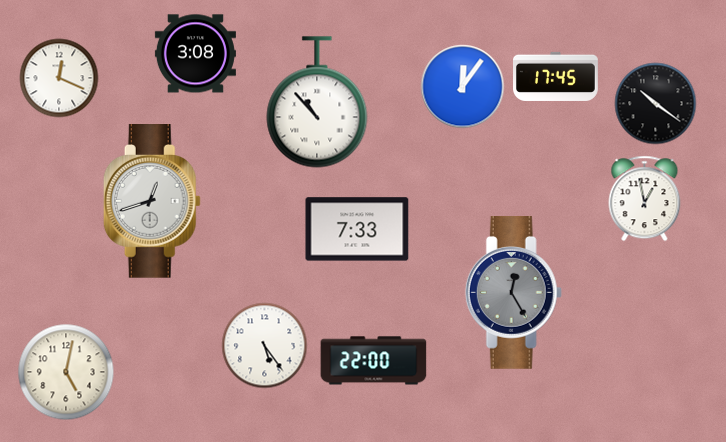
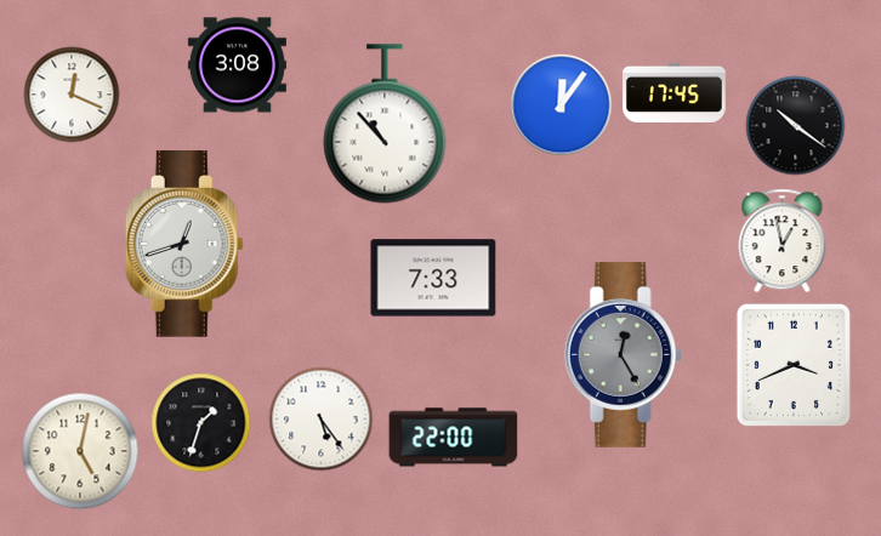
clock at (794, 365): none -> 3:41
clock at (201, 423): none -> 1:33
